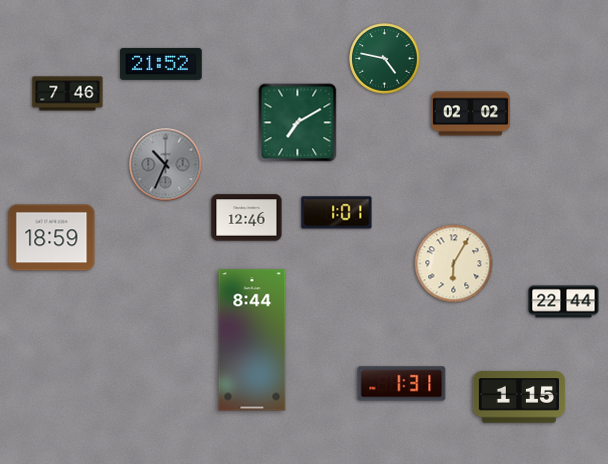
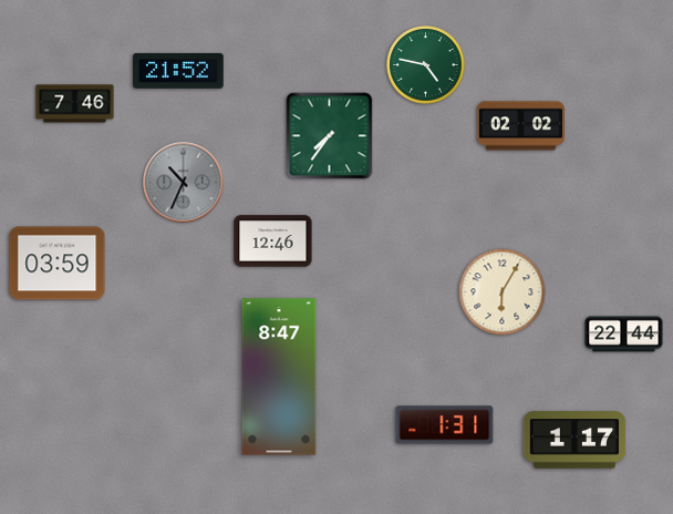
clock at (298, 123): 7:10 -> 7:36
clock at (337, 213): 1:01 -> none
clock at (52, 238): 18:59 -> 03:59
clock at (252, 340): 8:44 -> 8:47
clock at (519, 397): 1:15 -> 1:17
